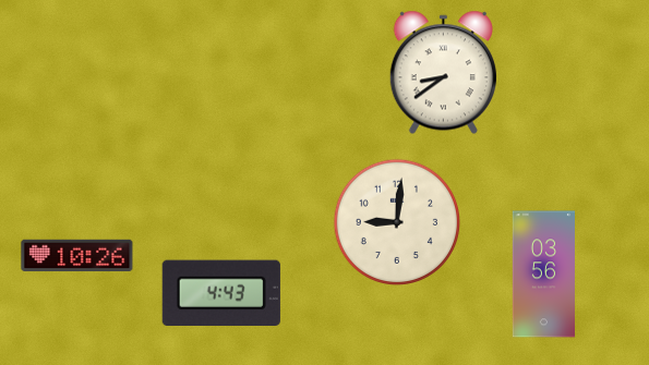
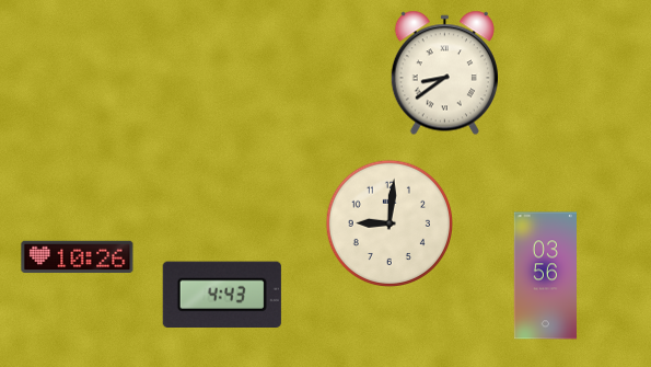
clock at (396, 221) position: (396, 221) -> (388, 222)
